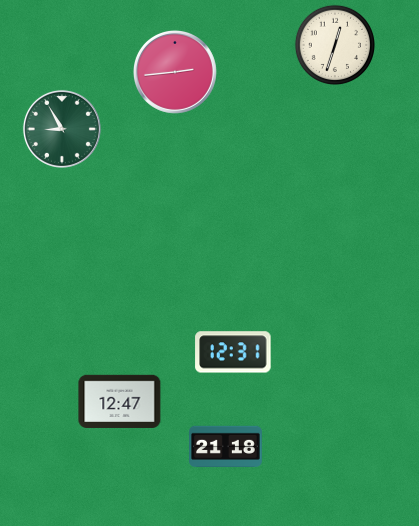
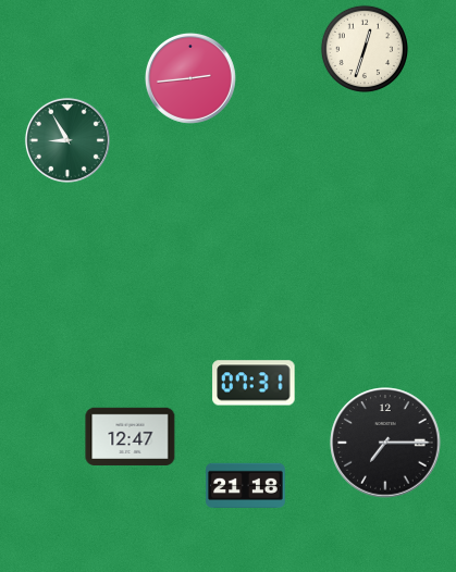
clock at (233, 352): 12:31 -> 07:31
clock at (385, 443): none -> 7:15
